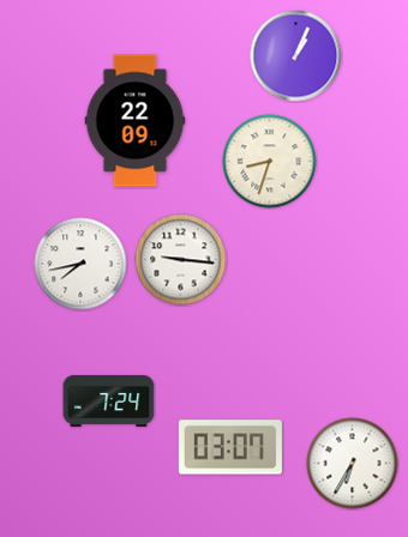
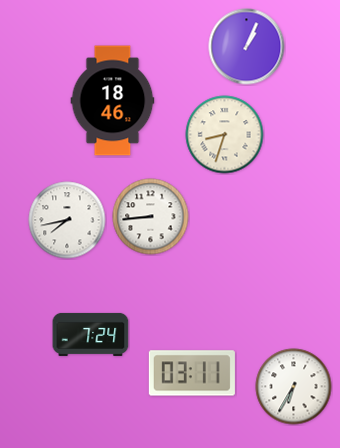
clock at (136, 121): 22:09 -> 18:46
clock at (181, 260): 9:16 -> 8:44
clock at (230, 447): 03:07 -> 03:11
